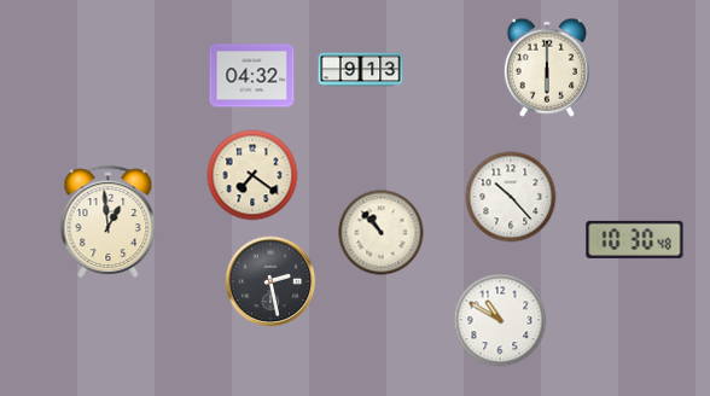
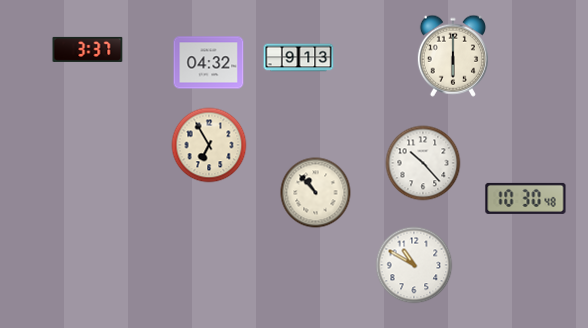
clock at (88, 49): none -> 3:37
clock at (252, 175): 7:21 -> 6:55
clock at (109, 221): 12:59 -> none
clock at (270, 281): 2:28 -> none
